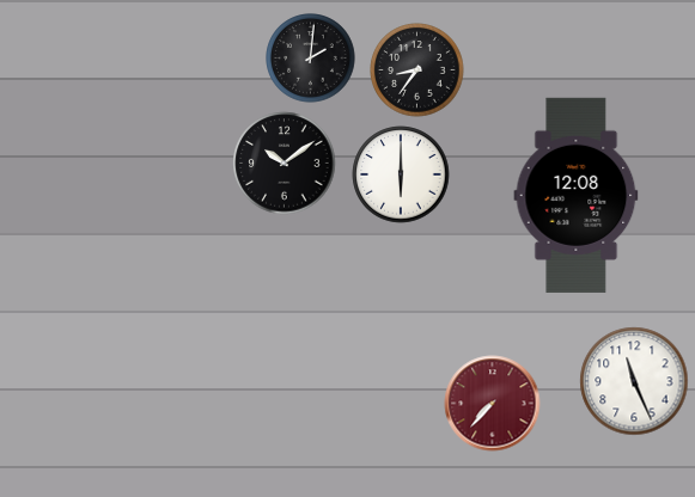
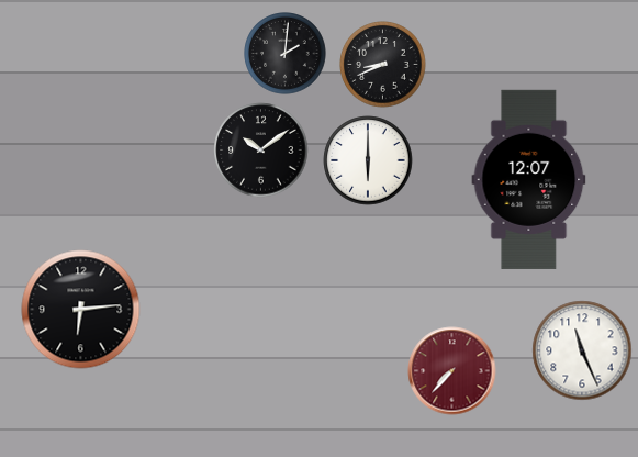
clock at (417, 70): 8:36 -> 8:41
clock at (577, 195): 12:08 -> 12:07
clock at (81, 310): none -> 6:14
